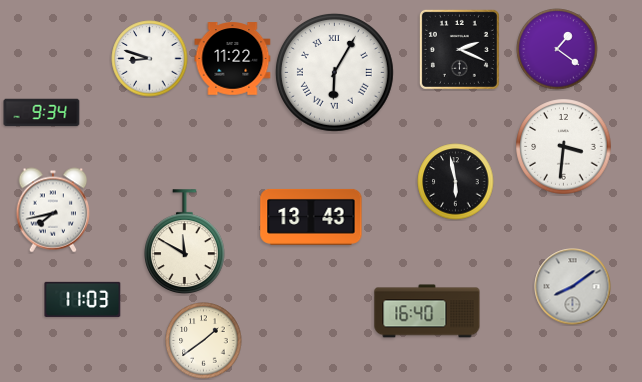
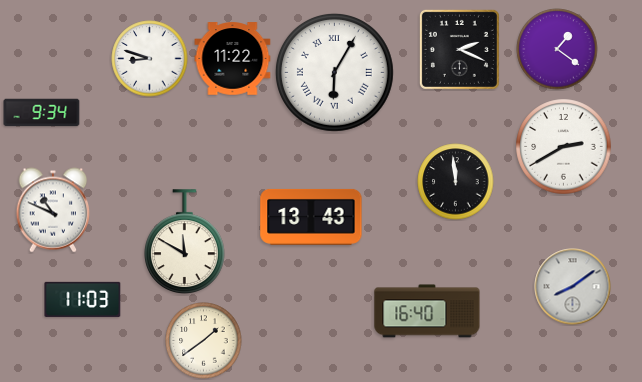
clock at (564, 147): 3:31 -> 2:40
clock at (456, 182): 5:58 -> 11:59
clock at (53, 210): 7:43 -> 10:49
